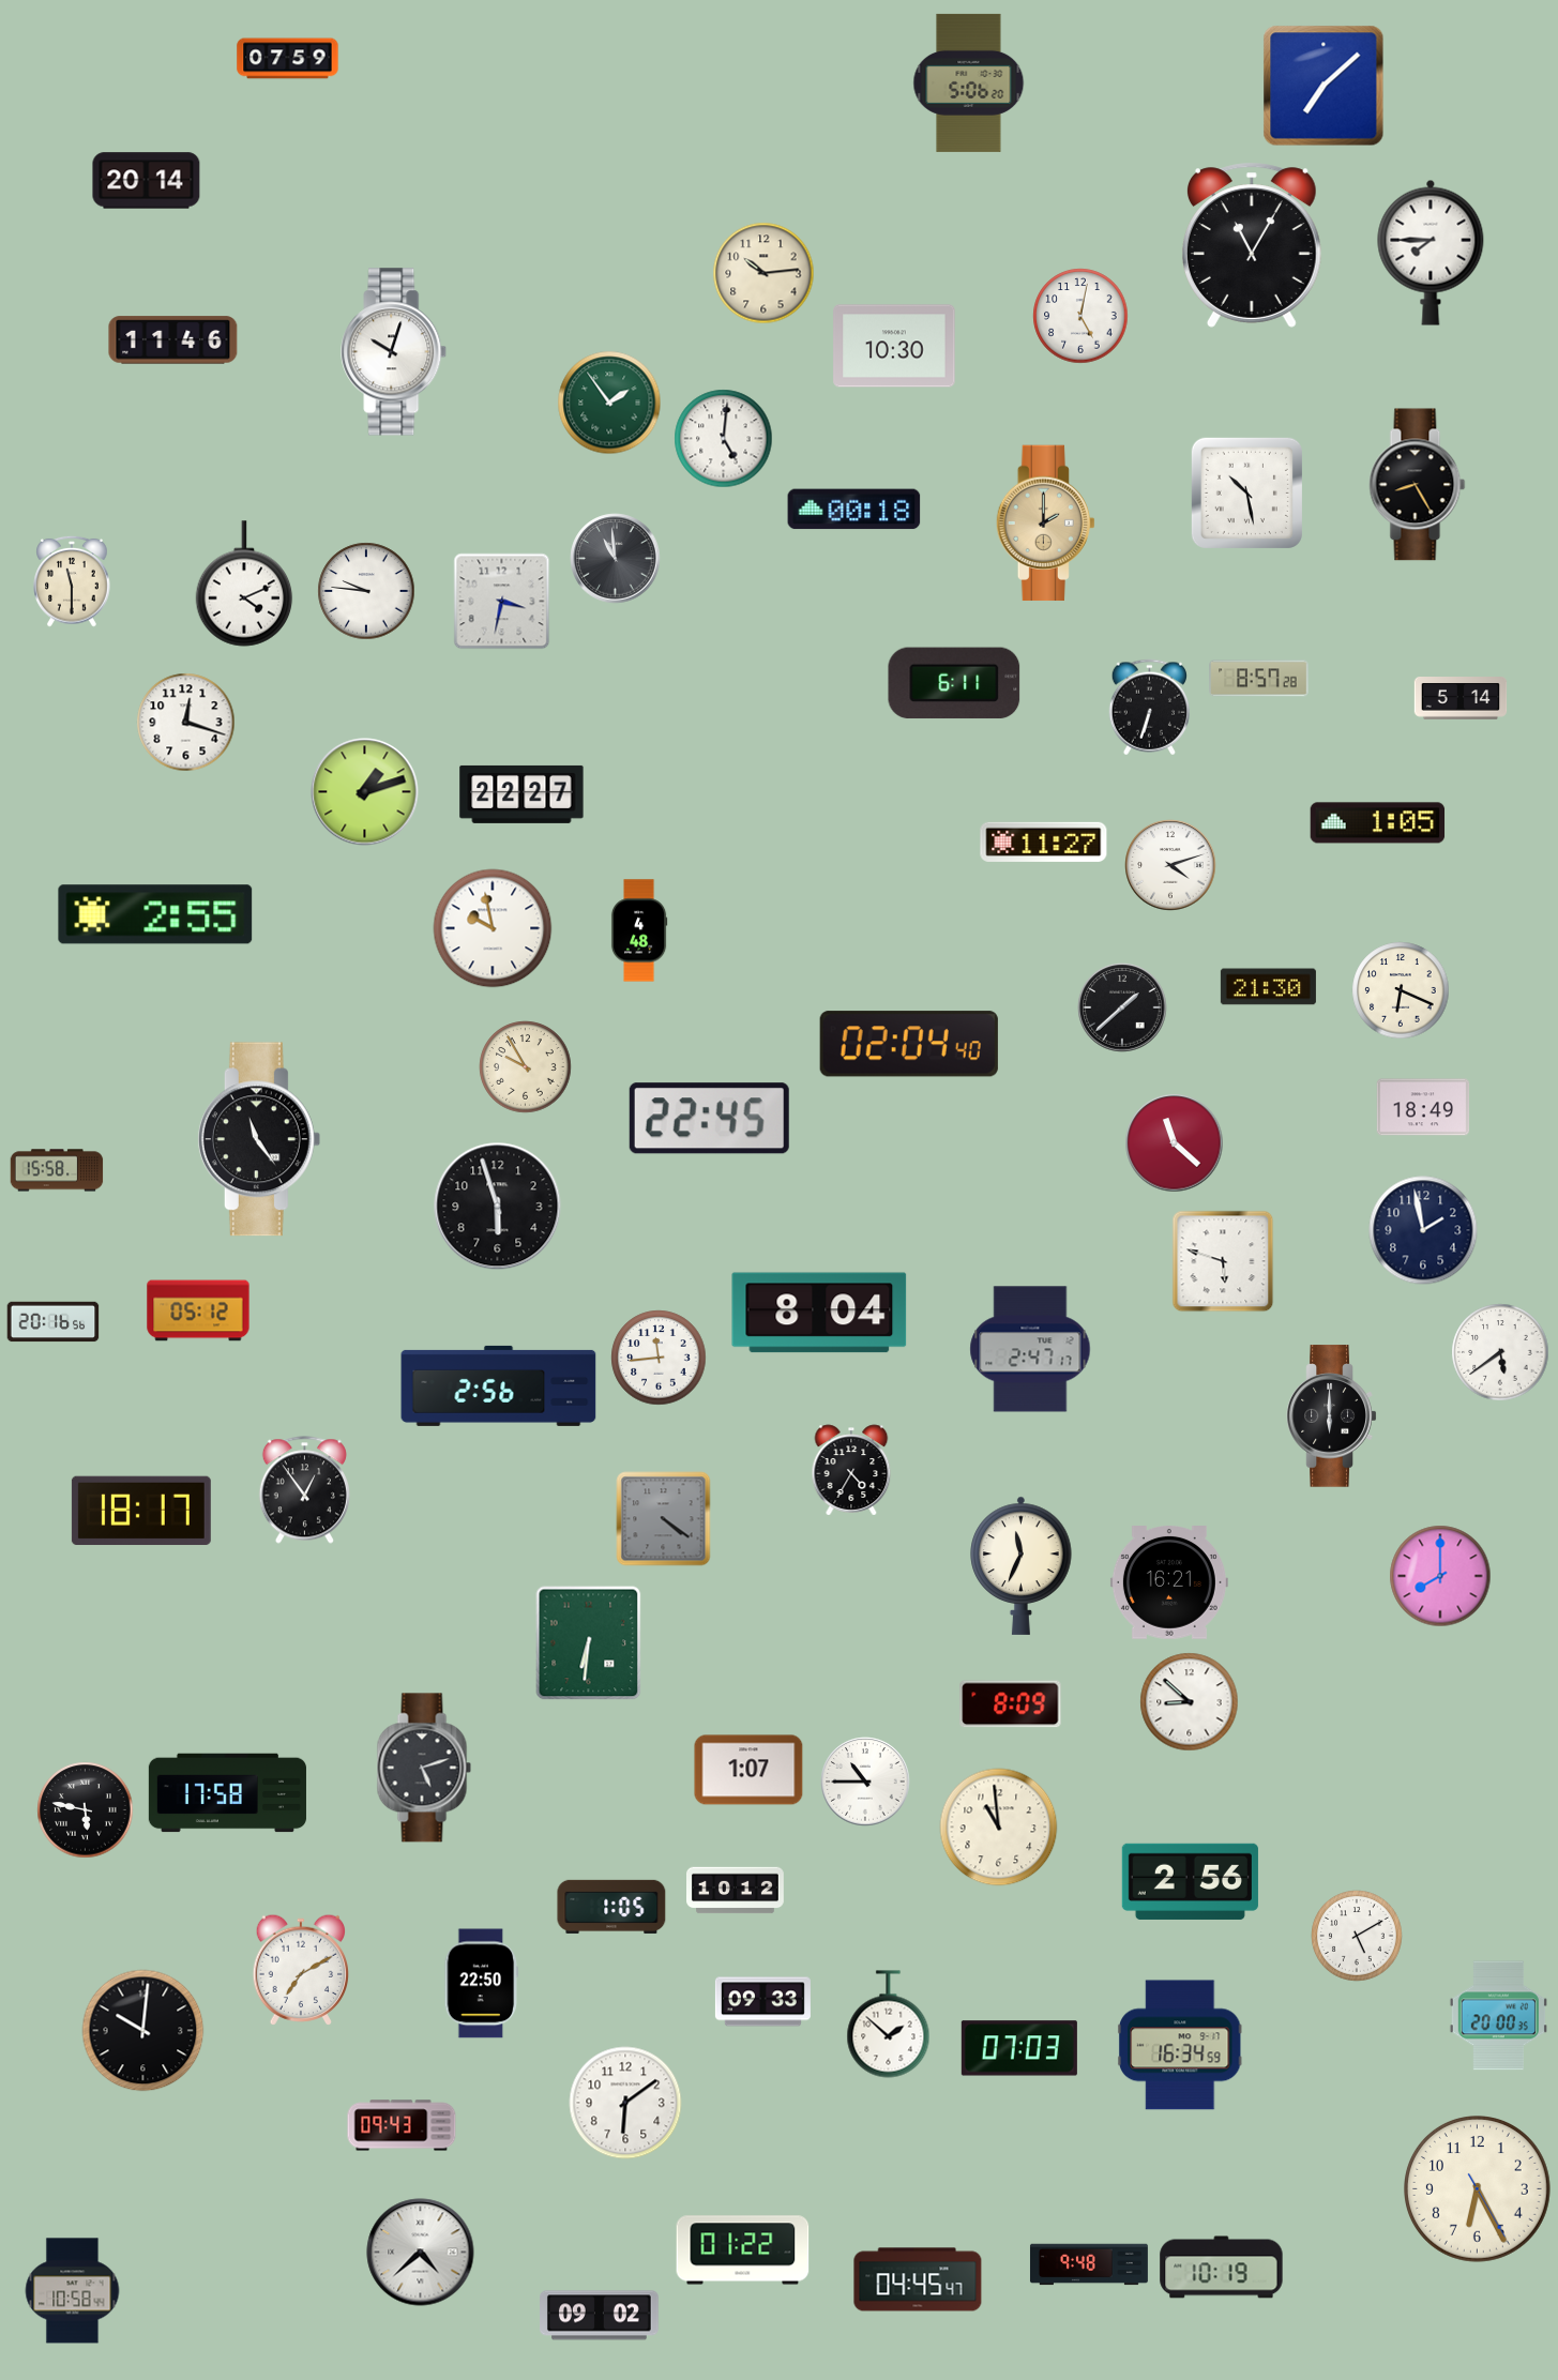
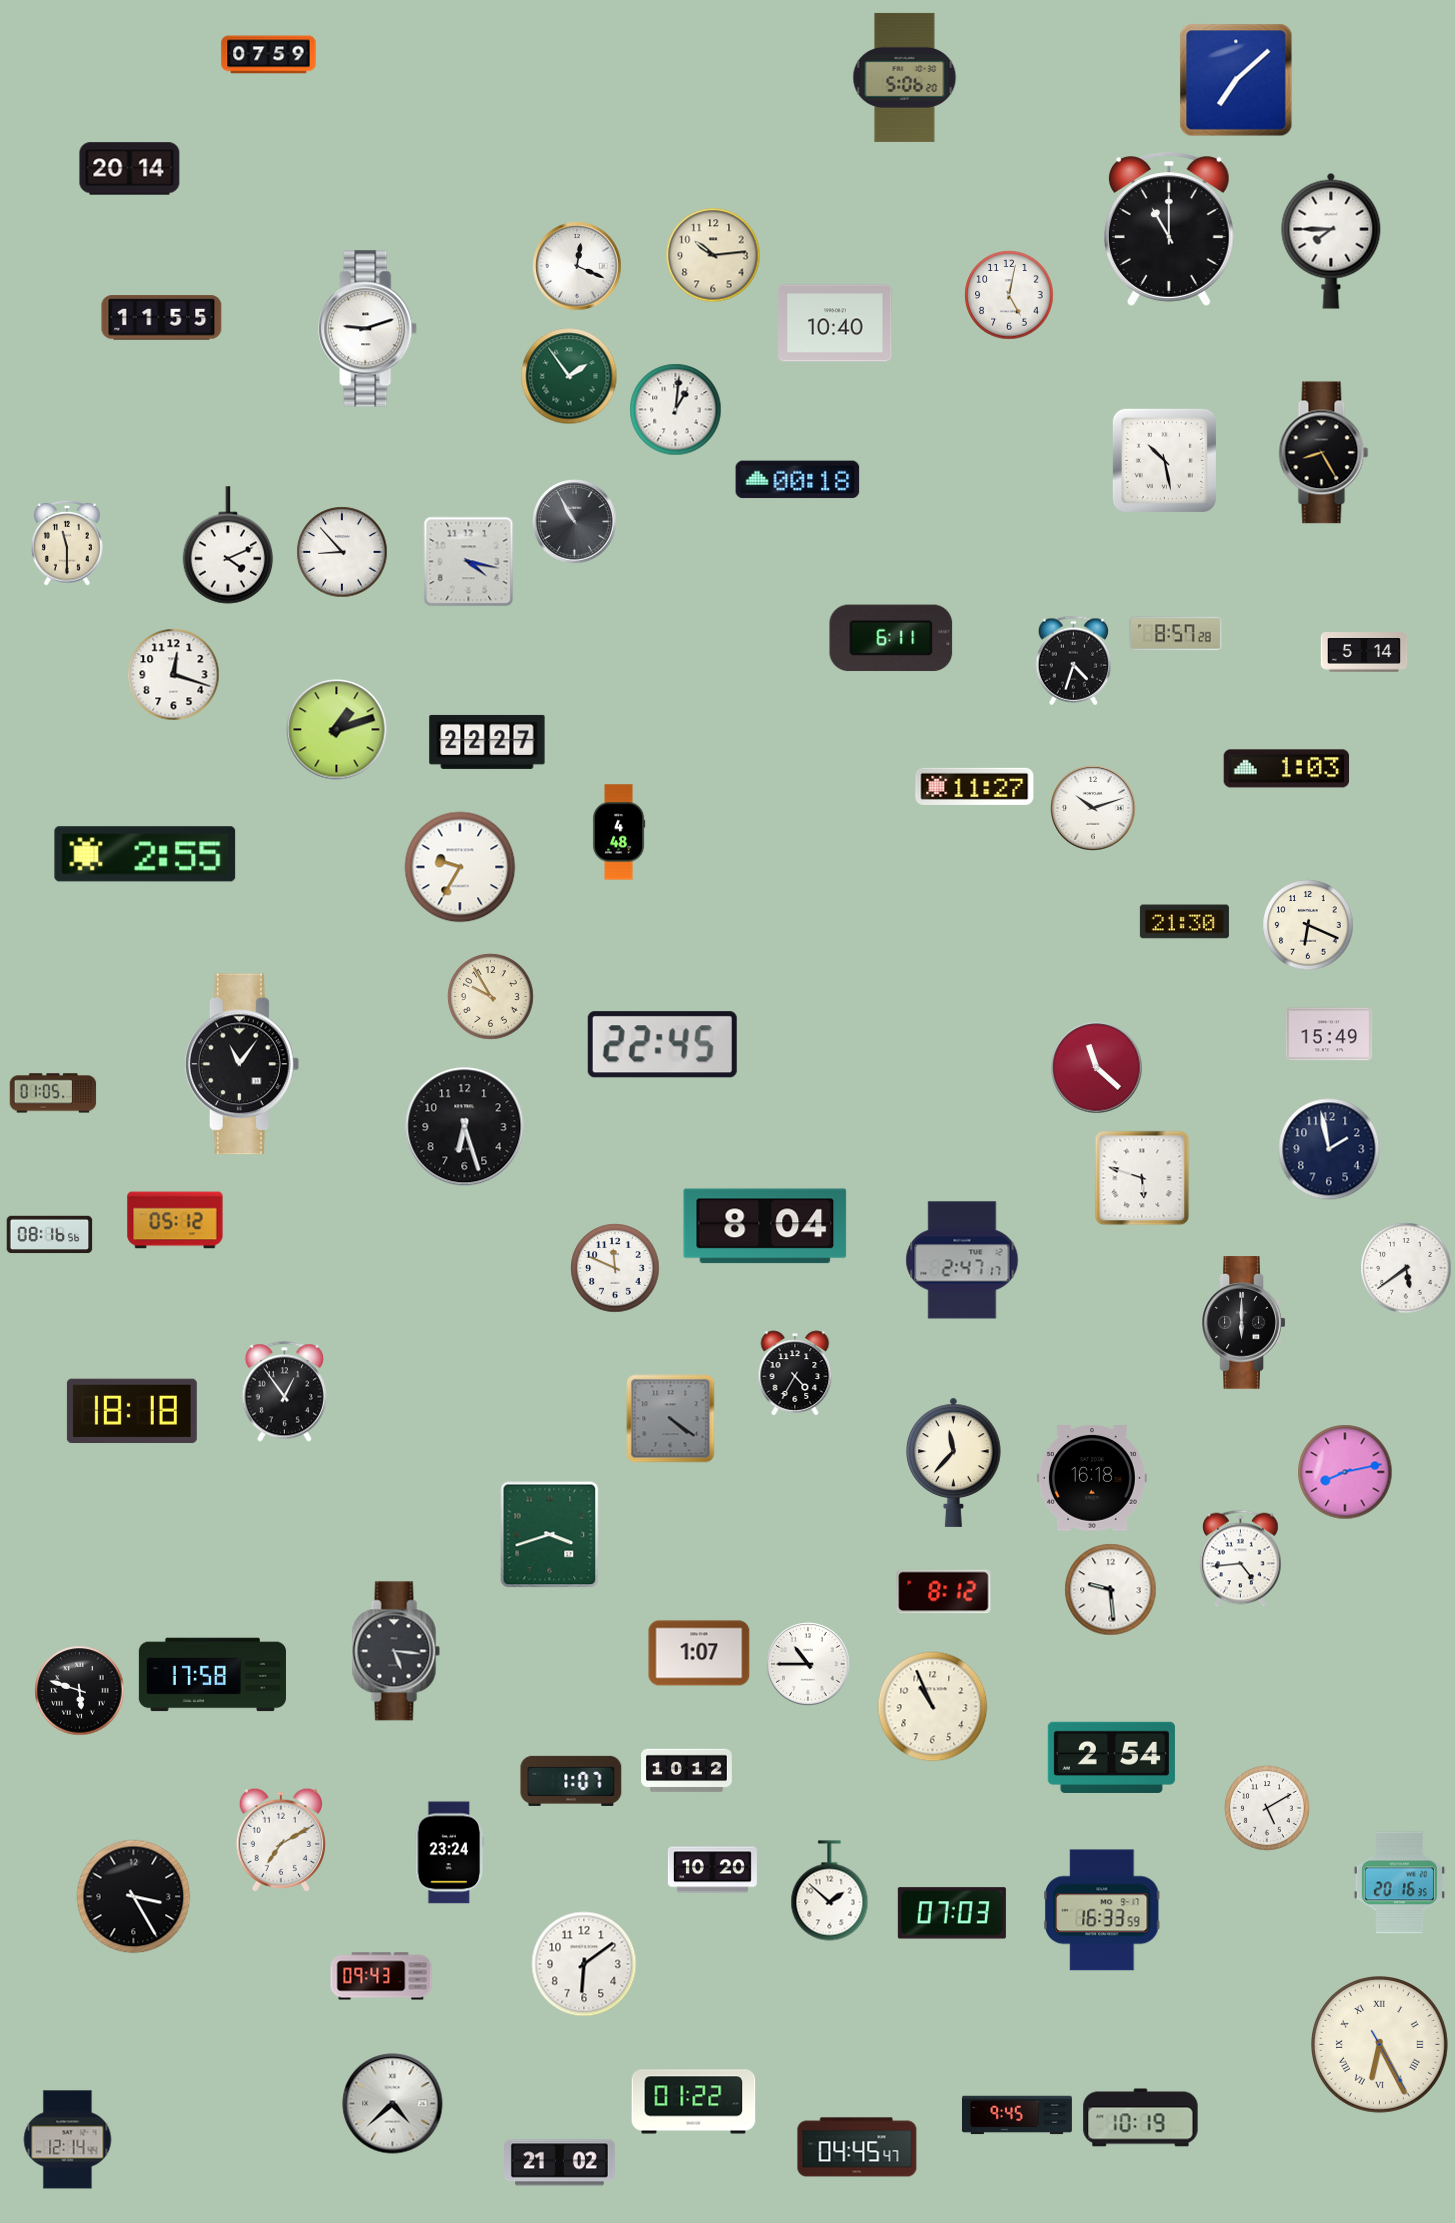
clock at (147, 181) position: (147, 181) -> (130, 169)
clock at (1252, 245): 11:05 -> 11:00
clock at (1431, 253) position: (1431, 253) -> (1331, 241)
clock at (577, 266): none -> 12:19
clock at (173, 340): 11:46 -> 11:55
clock at (894, 346): 10:30 -> 10:40
clock at (394, 352): 10:03 -> 9:12
clock at (724, 439): 5:01 -> 1:01
clock at (854, 510) position: (854, 510) -> (798, 480)
clock at (1045, 524): 2:00 -> none
clock at (616, 559): 10:59 -> 10:55
clock at (366, 591): 9:46 -> 8:53
clock at (502, 602): 3:32 -> 4:17
clock at (1150, 708): 6:33 -> 4:33
clock at (365, 792) position: (365, 792) -> (337, 730)
clock at (1378, 823): 1:05 -> 1:03
clock at (1170, 865): 4:12 -> 10:12
clock at (493, 928): 9:58 -> 9:35
clock at (639, 930) position: (639, 930) -> (619, 832)
clock at (1122, 1007): 1:38 -> none
clock at (909, 1044): 02:04 -> none
clock at (1423, 1107): 18:49 -> 15:49
clock at (259, 1139): 11:24 -> 11:06
clock at (57, 1170): 15:58 -> 01:05
clock at (498, 1207): 5:57 -> 6:27
clock at (198, 1310) position: (198, 1310) -> (175, 1220)
clock at (54, 1322): 20:16 -> 08:16
clock at (1500, 1352) position: (1500, 1352) -> (1406, 1268)
clock at (659, 1358): 11:44 -> 11:49
clock at (499, 1385): 2:56 -> none
clock at (141, 1511): 18:17 -> 18:18
clock at (664, 1519) position: (664, 1519) -> (671, 1419)
clock at (1022, 1565): 11:34 -> 11:37
clock at (1440, 1576): 8:00 -> 8:13
clock at (1169, 1583): 16:21 -> 16:18
clock at (589, 1643): 6:31 -> 3:42
clock at (1241, 1559): none -> 4:44
clock at (1190, 1702): 8:52 -> 9:29
clock at (1011, 1704): 8:09 -> 8:12
clock at (424, 1768): 5:12 -> 5:16
clock at (86, 1810): 5:47 -> 5:48
clock at (999, 1828): 10:59 -> 10:56
clock at (1190, 1881): 2:56 -> 2:54
clock at (736, 1891) position: (736, 1891) -> (687, 1771)
clock at (611, 1907): 1:05 -> 1:07
clock at (482, 1984): 22:50 -> 23:24
clock at (762, 2002): 09:33 -> 10:20
clock at (1498, 2016): 20:00 -> 20:16
clock at (143, 2031): 10:01 -> 3:25
clock at (1180, 2045): 16:34 -> 16:33
clock at (402, 2125) position: (402, 2125) -> (381, 1976)
clock at (1478, 2189) numerals: Arabic -> Roman
clock at (1089, 2264): 9:48 -> 9:45
clock at (918, 2279) position: (918, 2279) -> (857, 2147)
clock at (73, 2291): 10:58 -> 12:14
clock at (600, 2316): 09:02 -> 21:02
